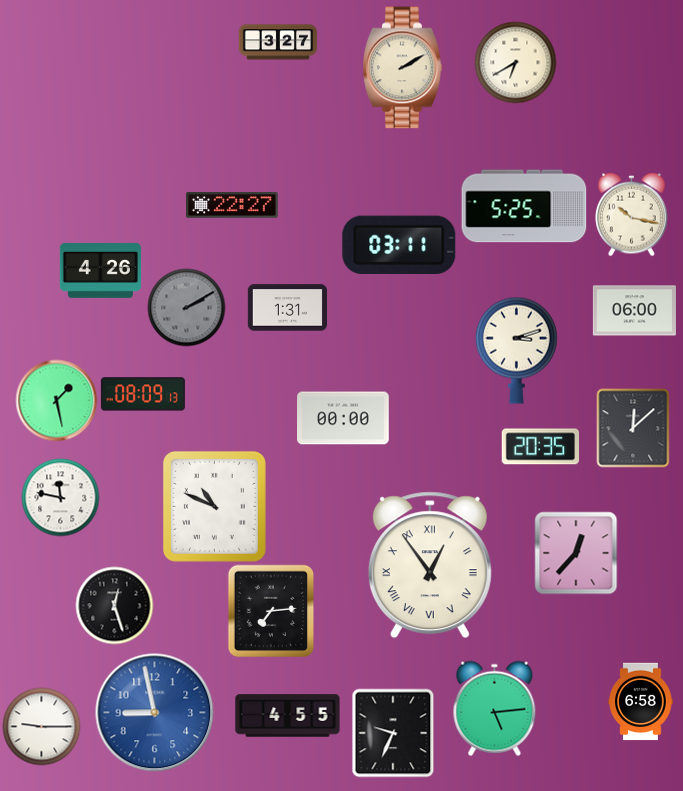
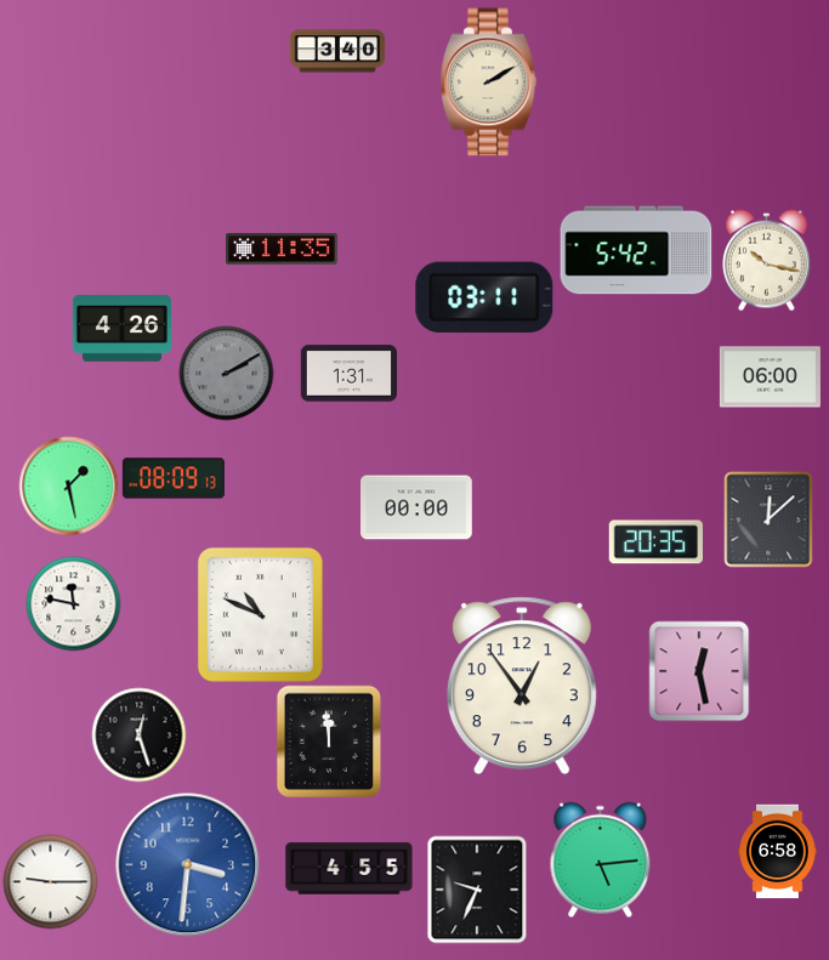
clock at (278, 42): 3:27 -> 3:40
clock at (515, 62): 6:40 -> none
clock at (233, 206): 22:27 -> 11:35
clock at (524, 206): 5:25 -> 5:42
clock at (516, 350): 3:12 -> none
clock at (576, 553): 12:37 -> 12:28
clock at (430, 565) numerals: Roman -> Arabic
clock at (271, 611): 7:14 -> 11:59
clock at (155, 713): 8:58 -> 3:31
